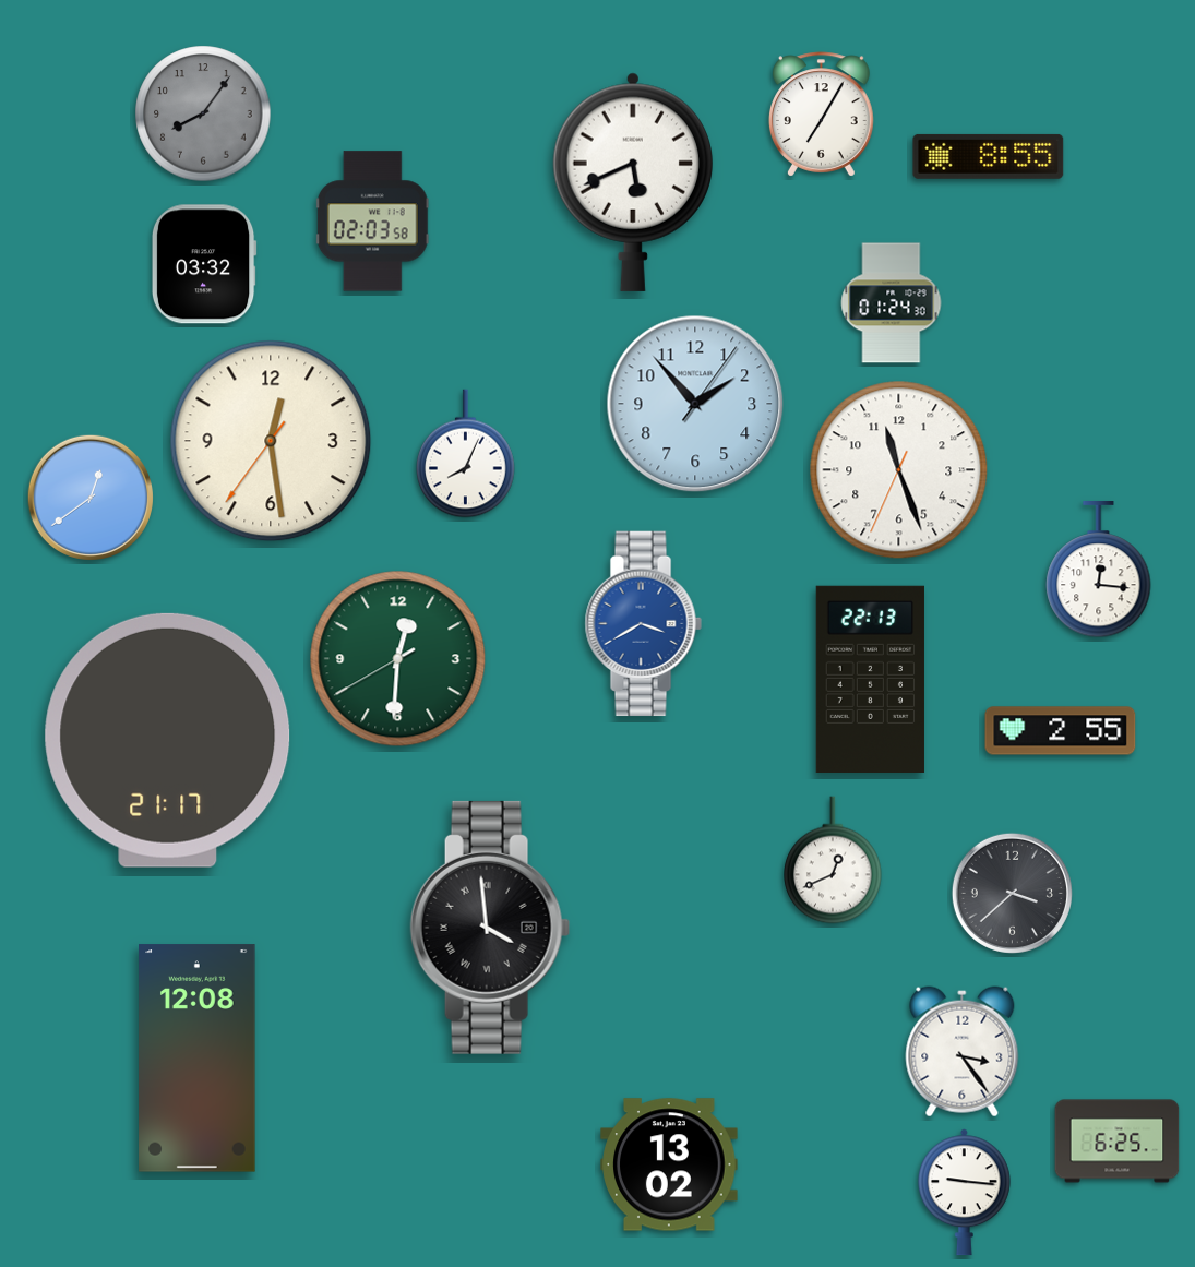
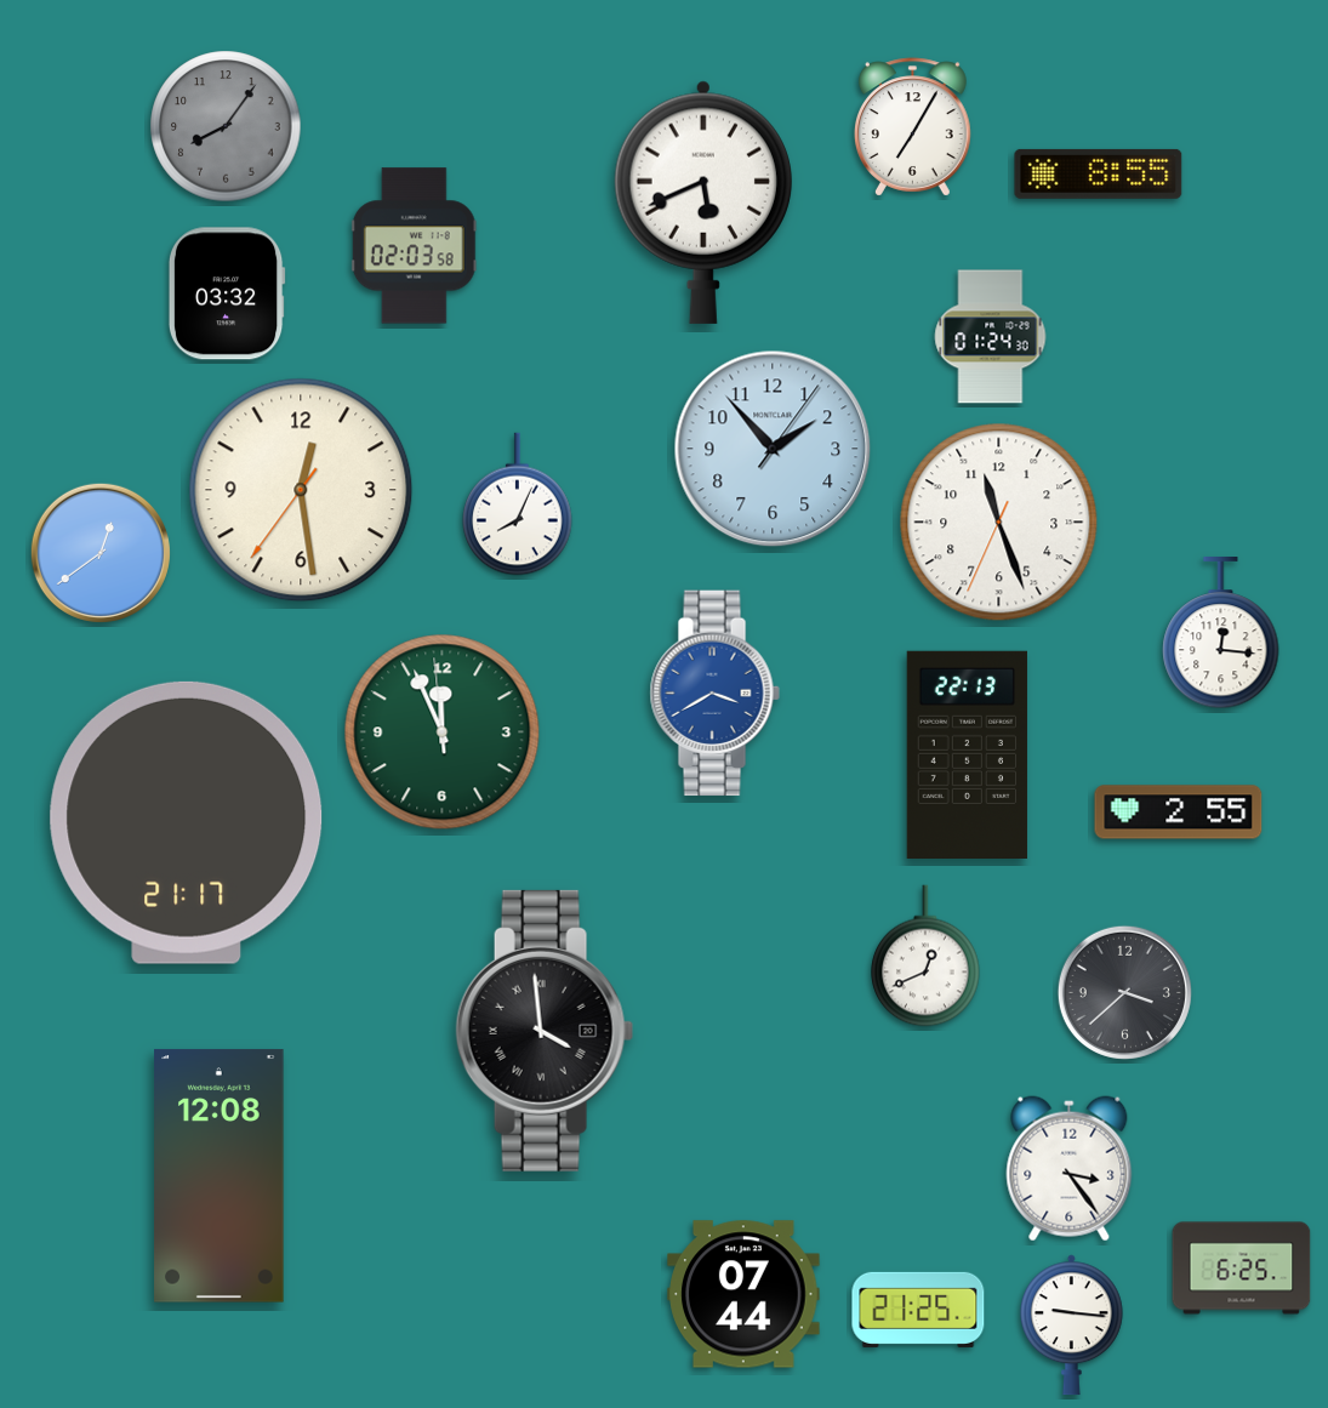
clock at (398, 659): 12:30 -> 11:55
clock at (669, 1164): 13:02 -> 07:44
clock at (918, 1310): none -> 21:25
